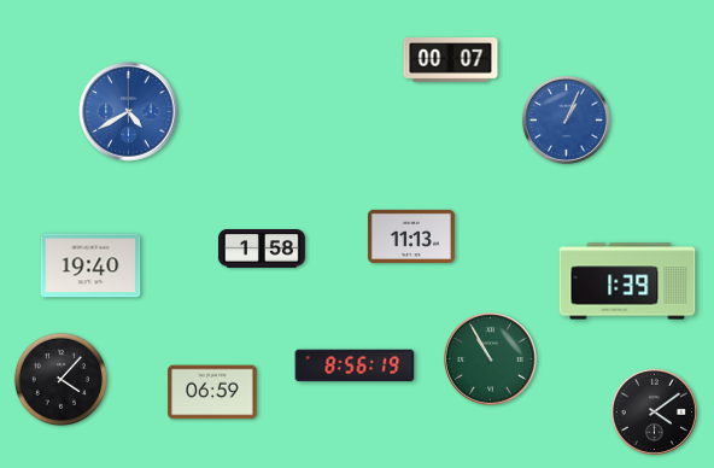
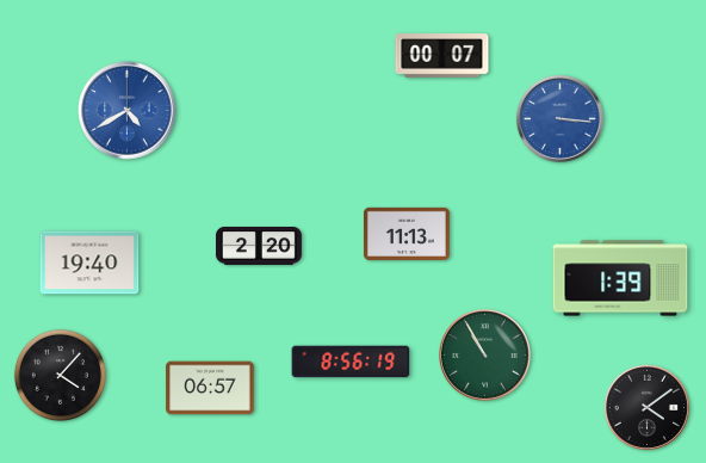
clock at (451, 60) position: (451, 60) -> (442, 56)
clock at (566, 119): 1:04 -> 3:16
clock at (262, 248): 1:58 -> 2:20
clock at (212, 392): 06:59 -> 06:57
